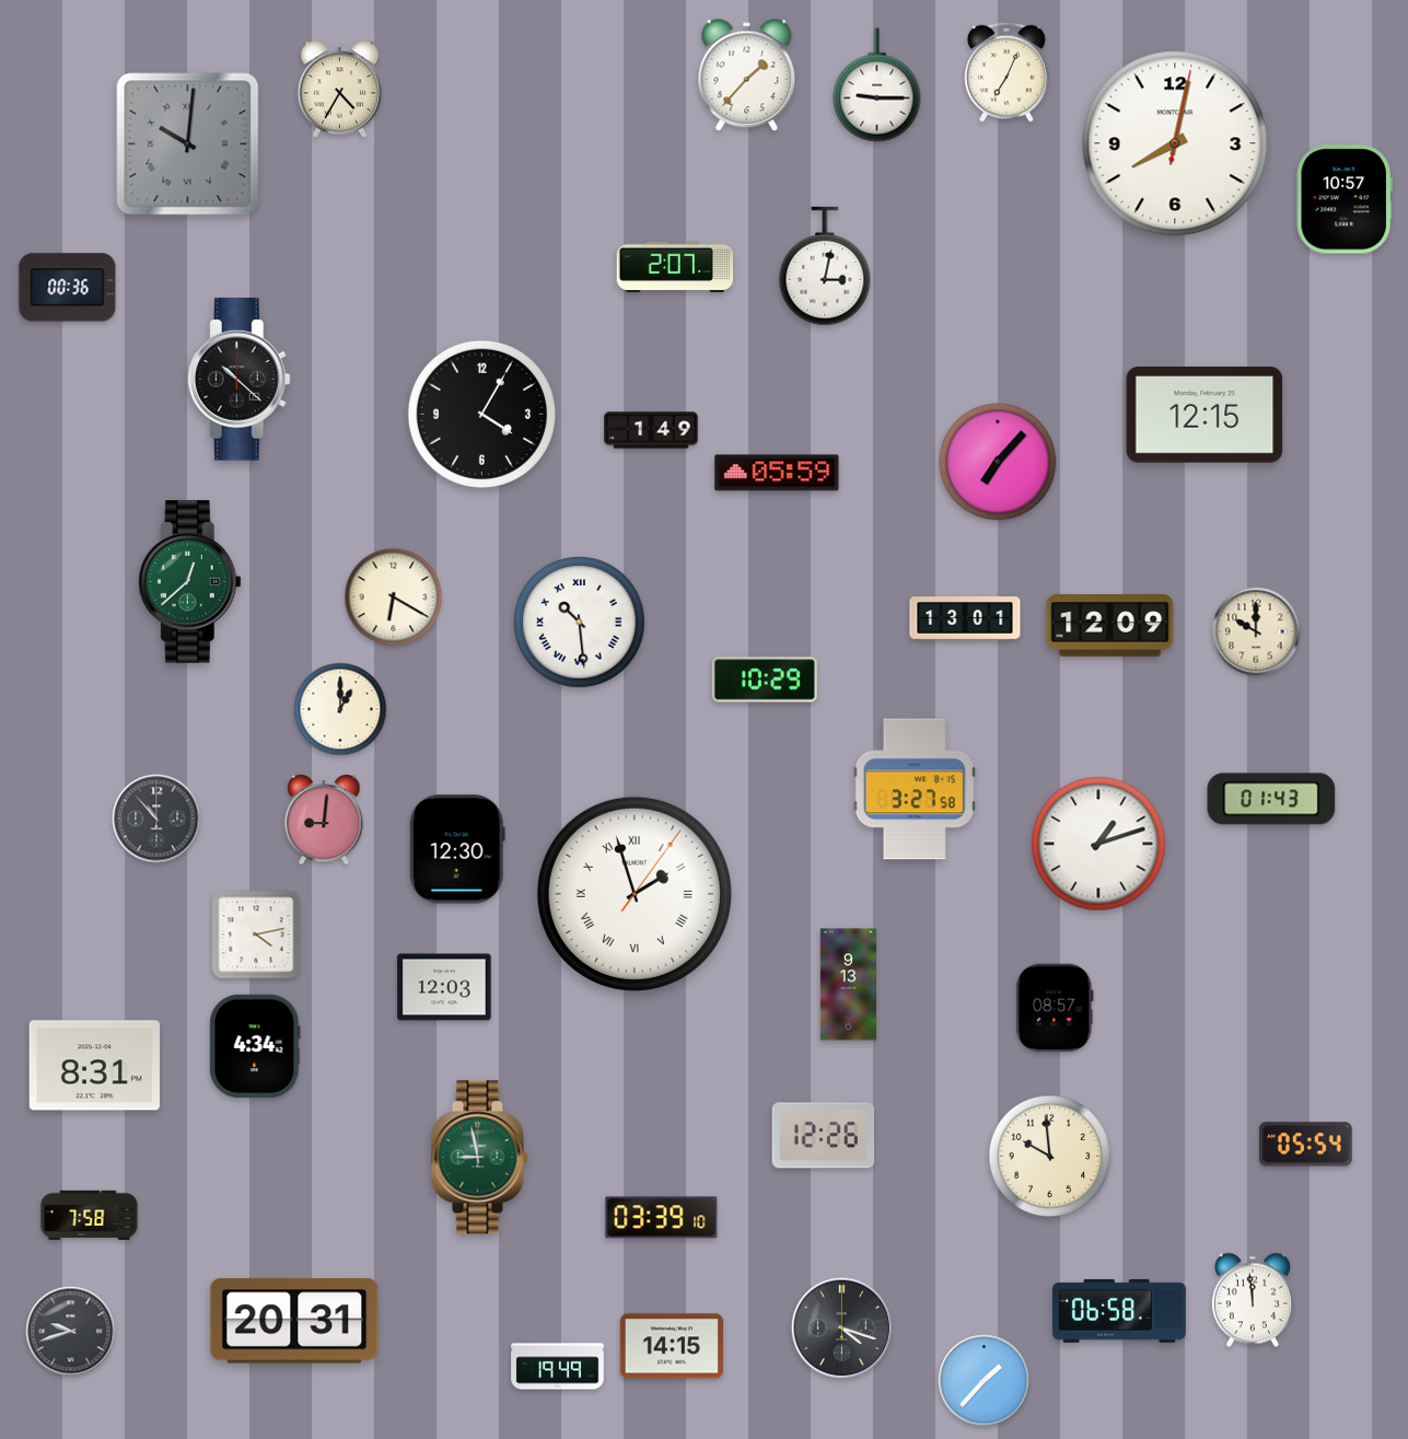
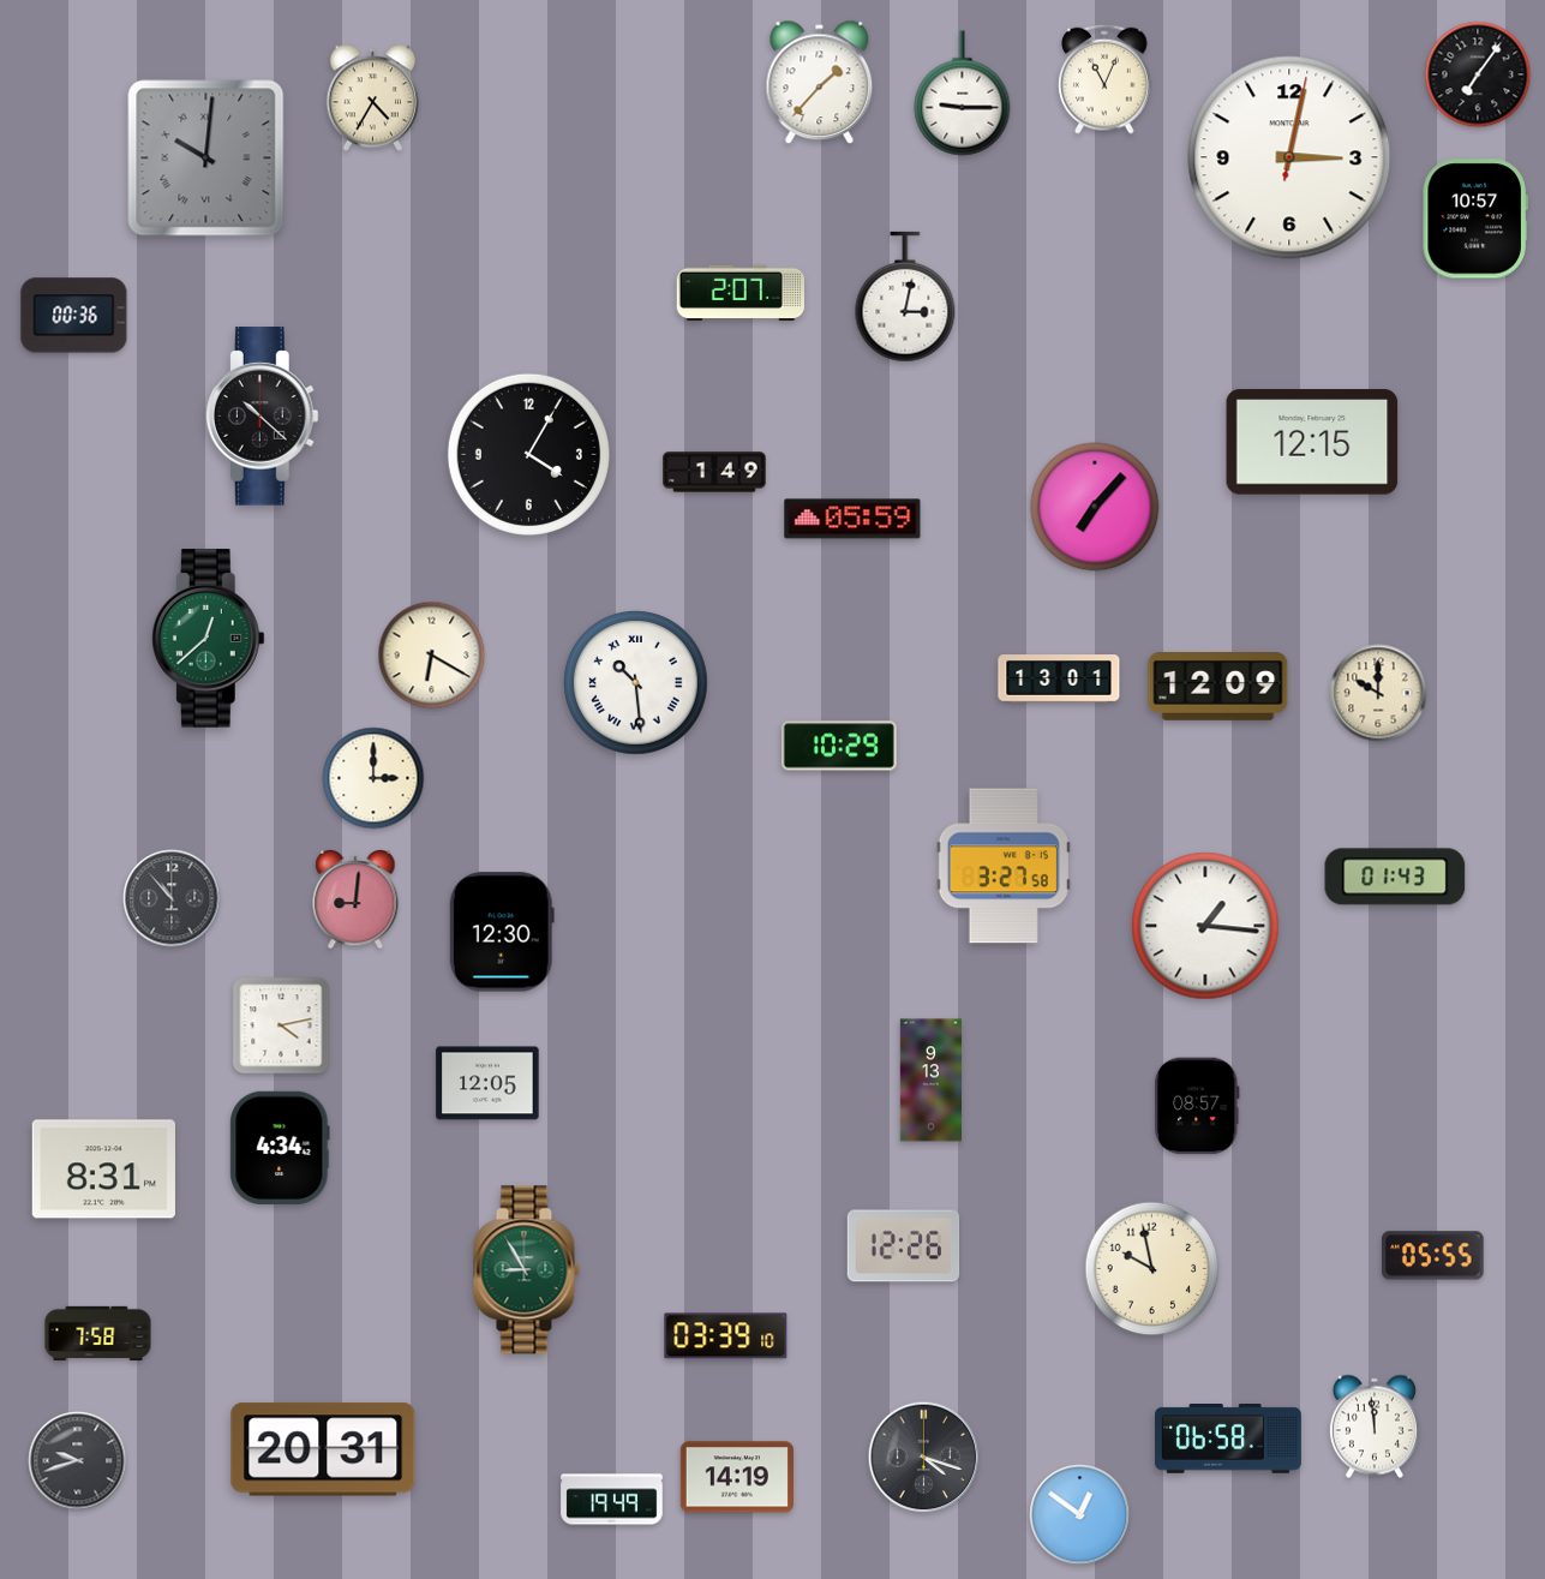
clock at (1478, 74): none -> 7:06
clock at (1006, 72): 7:04 -> 11:04
clock at (1175, 143): 8:02 -> 3:02
clock at (825, 266) position: (825, 266) -> (905, 297)
clock at (1205, 415) position: (1205, 415) -> (1312, 442)
clock at (340, 709): 1:00 -> 3:00
clock at (1098, 844): 1:12 -> 1:16
clock at (635, 894): 1:57 -> none
clock at (444, 987): 12:03 -> 12:05
clock at (1055, 1008) position: (1055, 1008) -> (1197, 1106)
clock at (1306, 1145): 05:54 -> 05:55
clock at (1050, 1157): 9:59 -> 9:58
clock at (479, 1158): 8:58 -> 8:55
clock at (671, 1346): 14:15 -> 14:19
clock at (985, 1381): 1:37 -> 12:51
